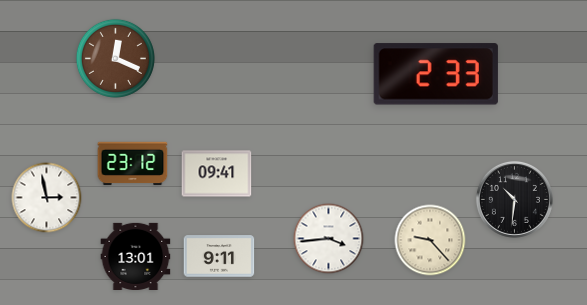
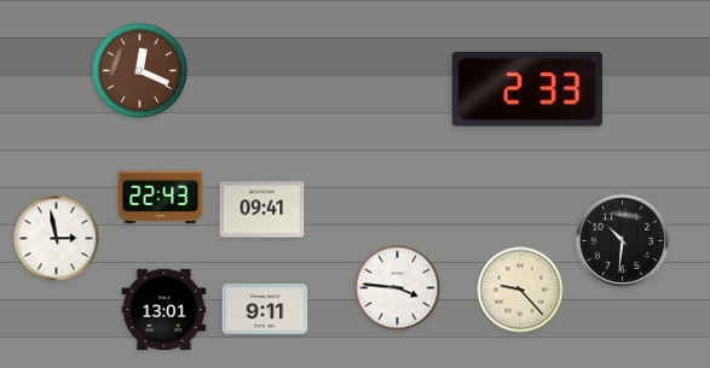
clock at (133, 164): 23:12 -> 22:43
clock at (329, 239): 3:44 -> 3:46
